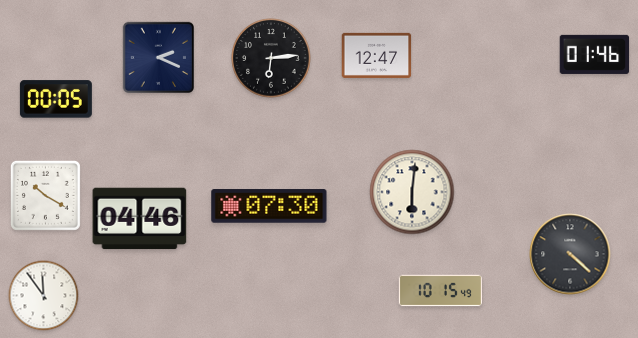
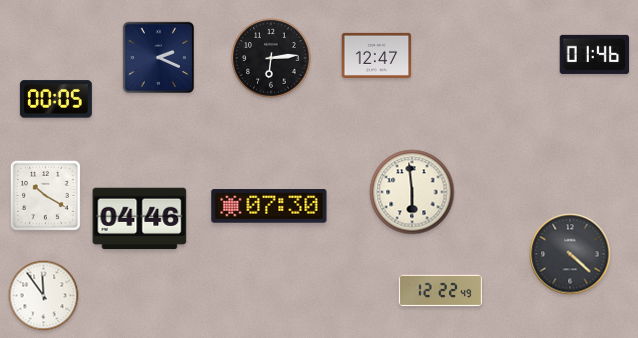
clock at (412, 192): 6:01 -> 5:59
clock at (440, 291): 10:15 -> 12:22
